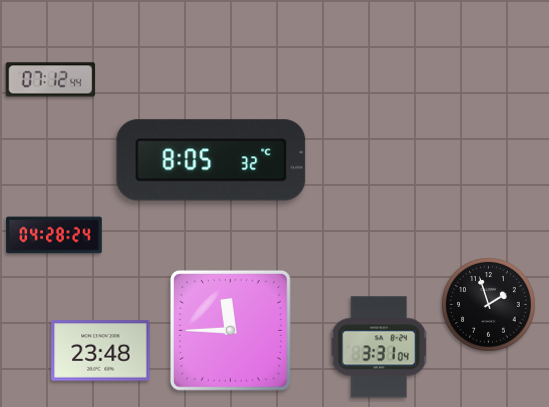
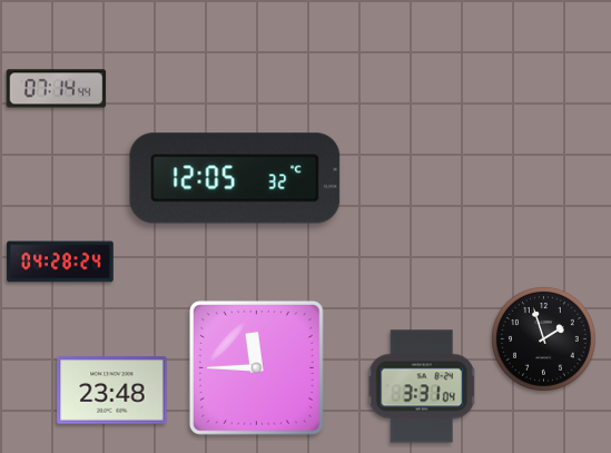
clock at (51, 80): 07:12 -> 07:14
clock at (211, 160): 8:05 -> 12:05
